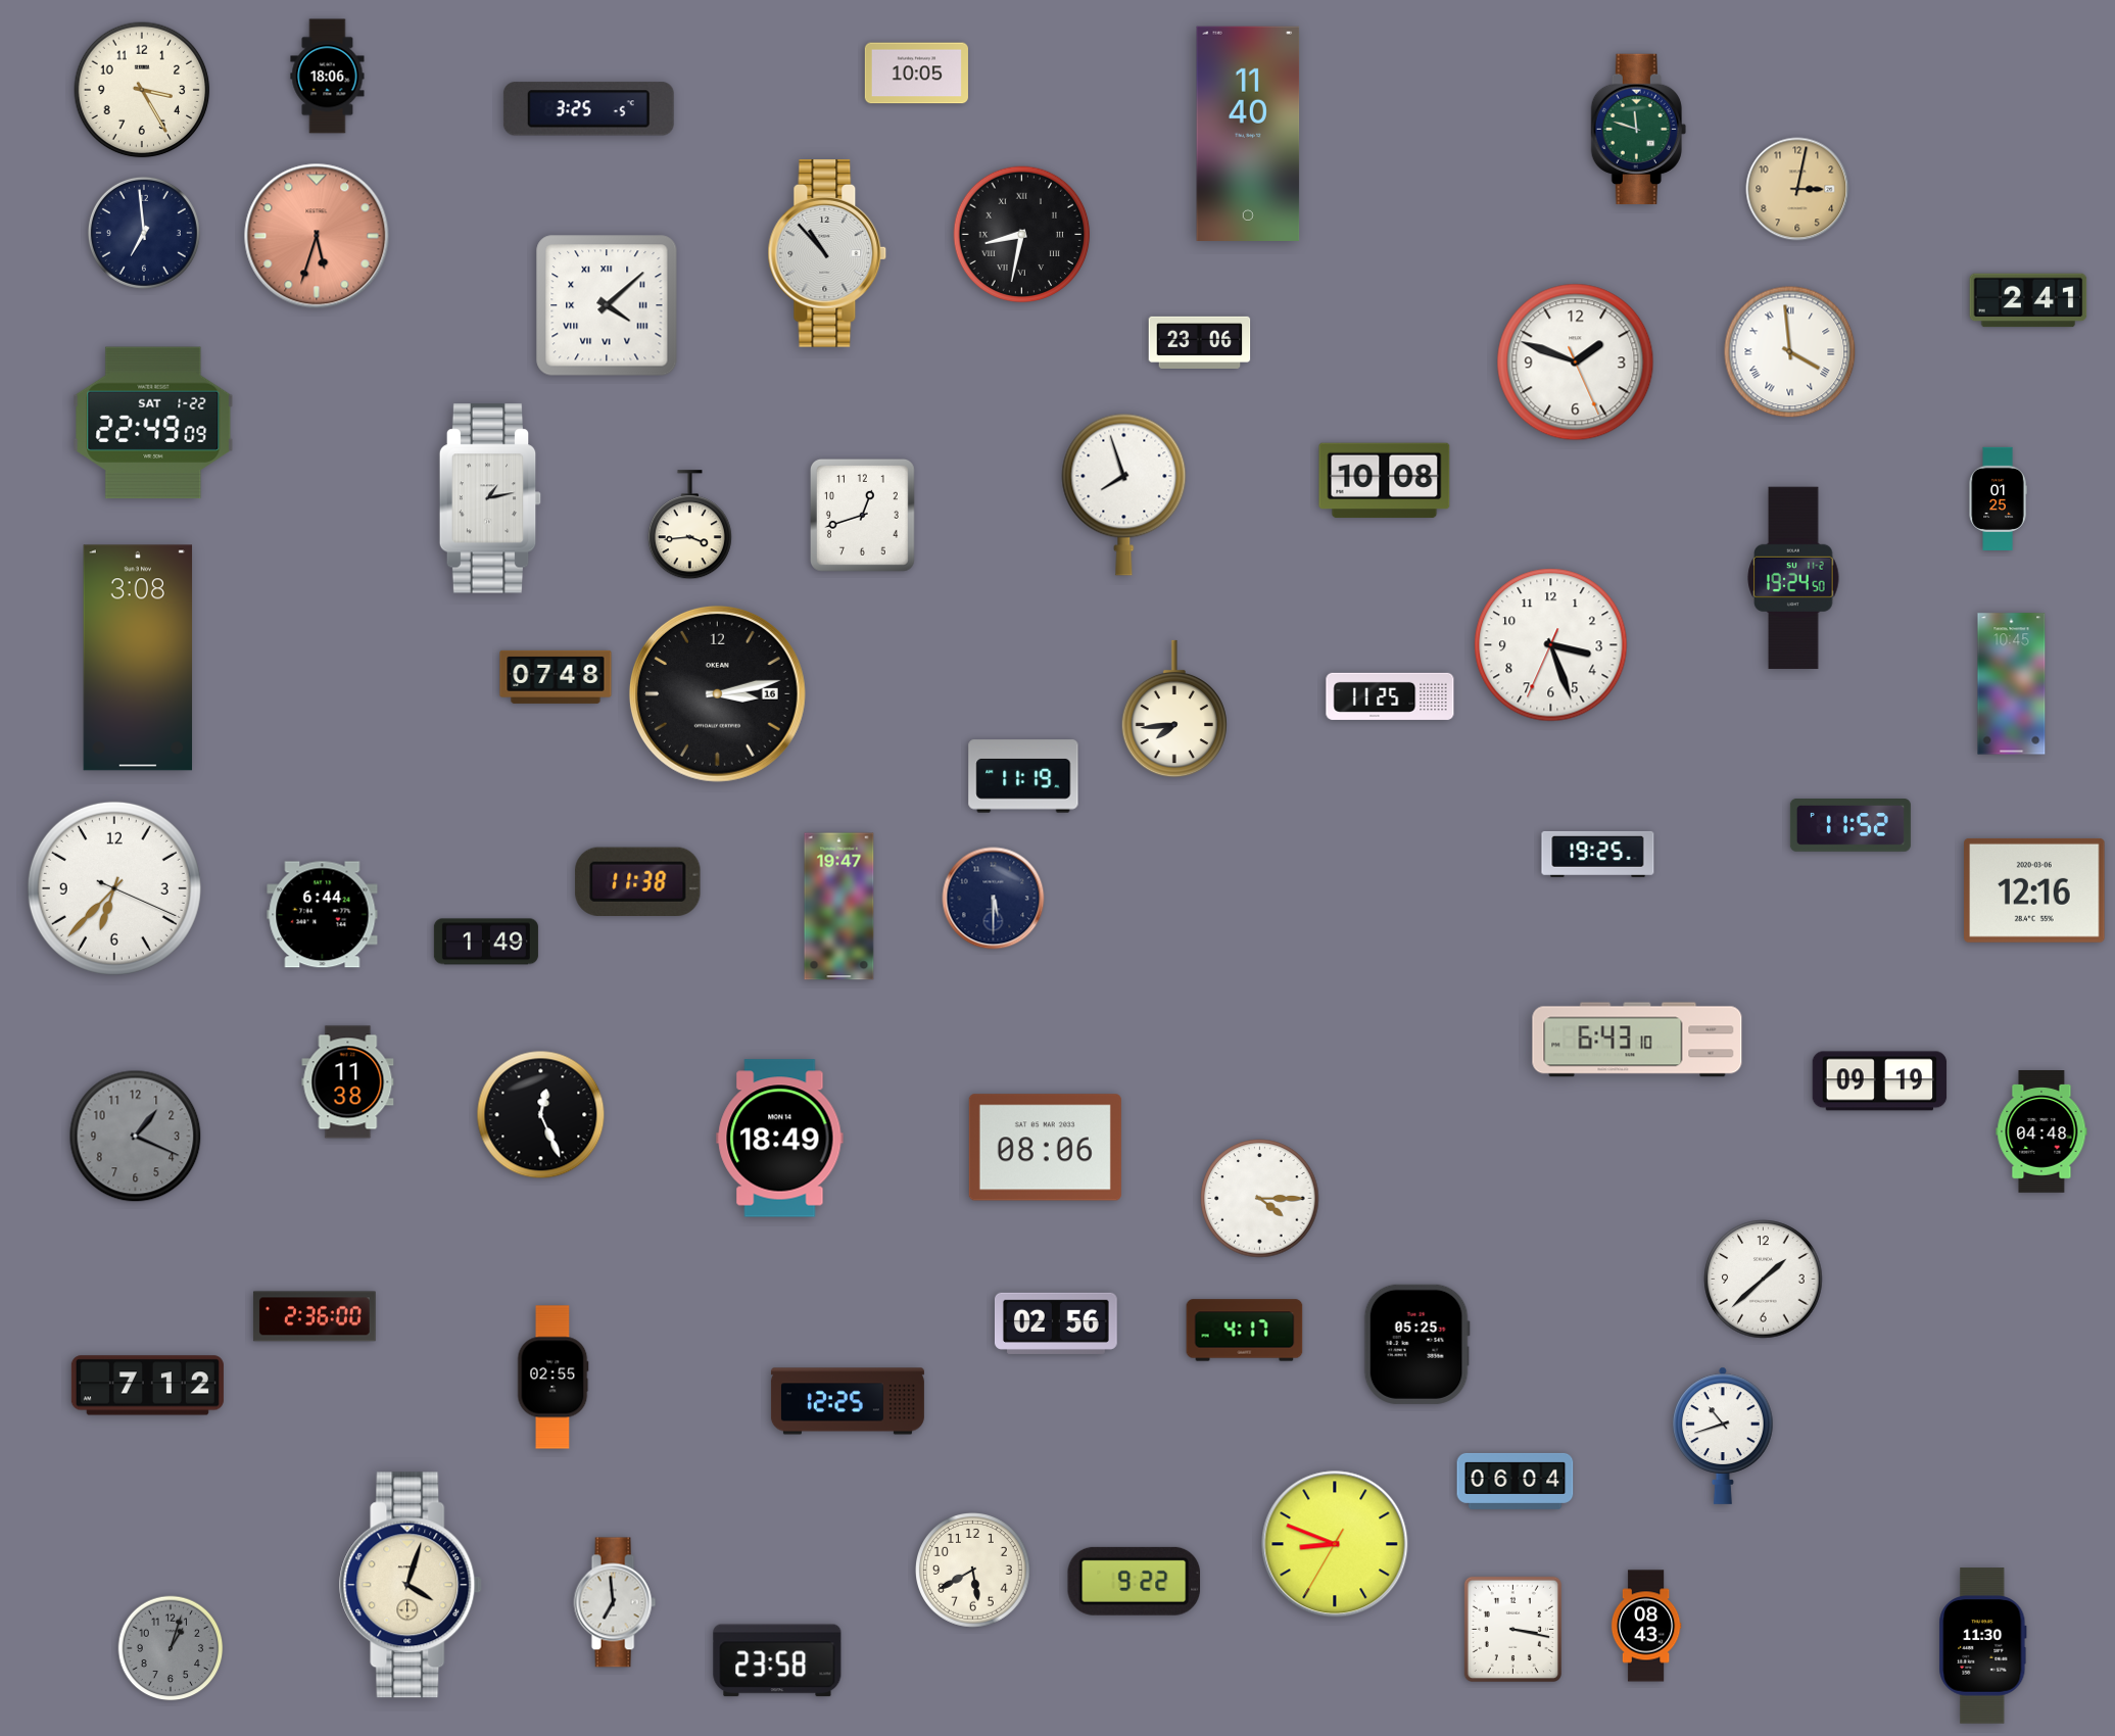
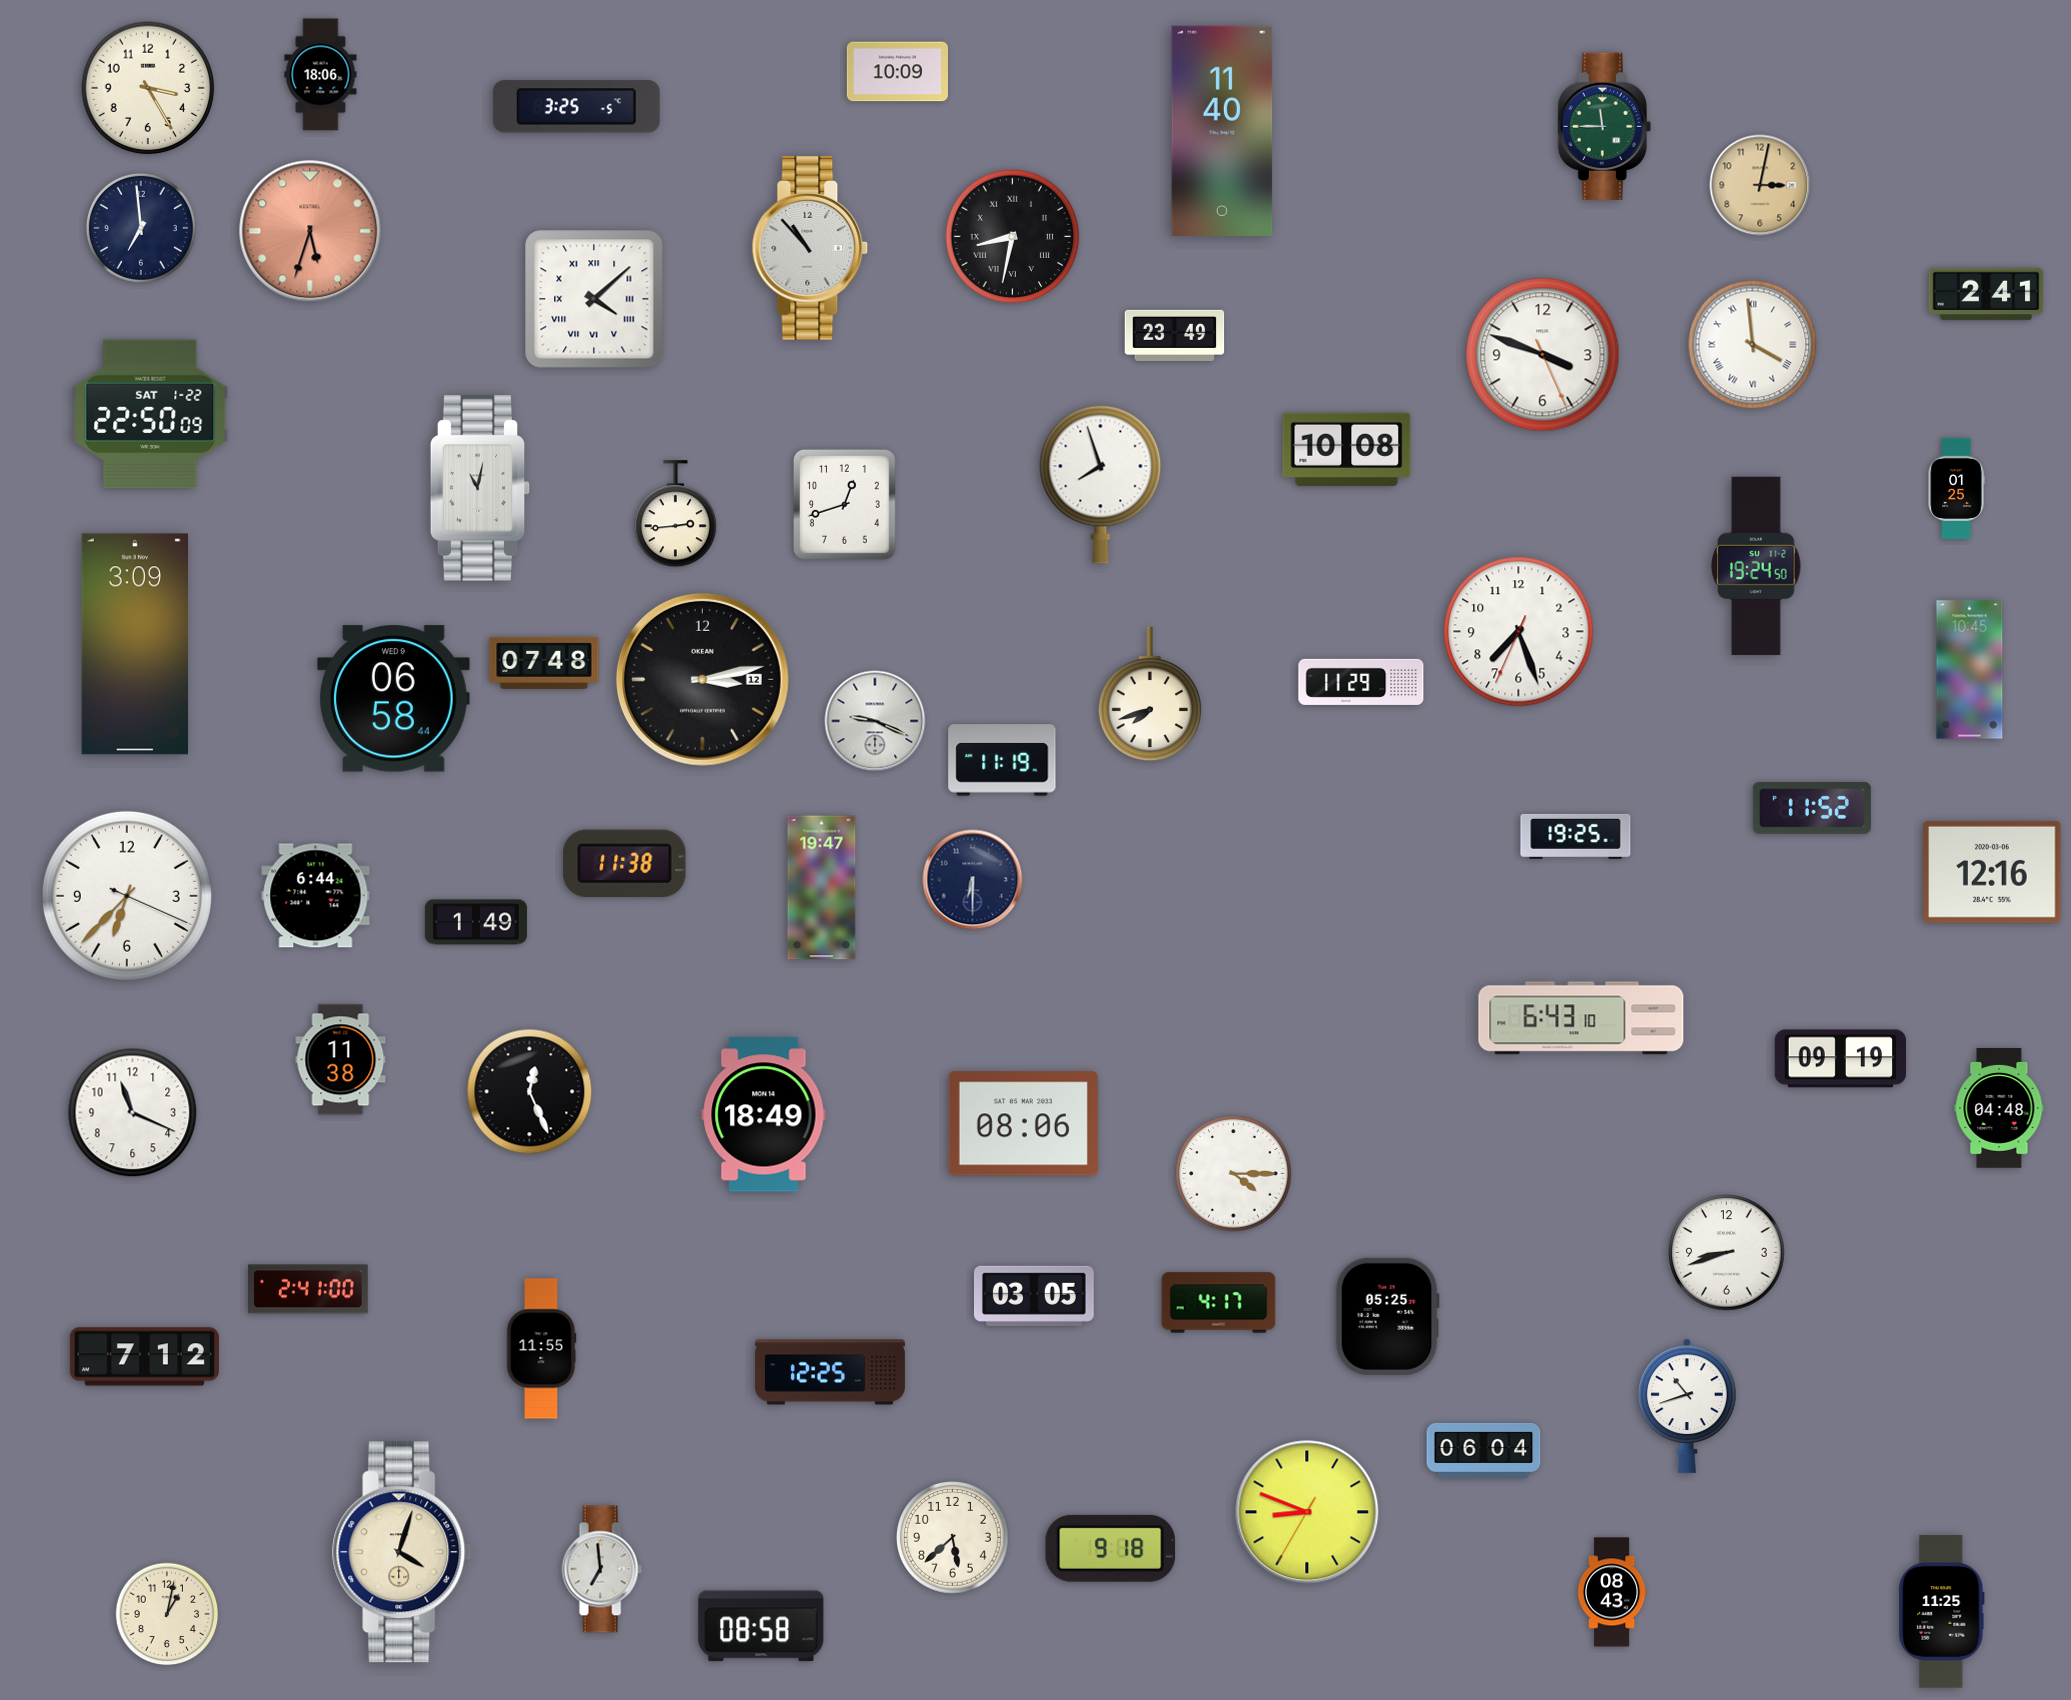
clock at (916, 74): 10:05 -> 10:09
clock at (142, 90) position: (142, 90) -> (148, 88)
clock at (1638, 129): 11:48 -> 11:45
clock at (1022, 235) position: (1022, 235) -> (1013, 237)
clock at (1200, 342): 23:06 -> 23:49
clock at (1576, 363): 1:48 -> 3:48
clock at (153, 423): 22:49 -> 22:50
clock at (1385, 481) position: (1385, 481) -> (1347, 450)
clock at (490, 498): 1:13 -> 11:02
clock at (689, 525): 3:44 -> 2:44
clock at (1551, 645): 3:26 -> 7:26
clock at (138, 658): 3:08 -> 3:09
clock at (717, 693) date: 16 -> 12
clock at (1390, 696): 11:25 -> 11:29
clock at (1174, 709): 7:44 -> 7:42
clock at (394, 699): none -> 06:58
clock at (875, 721): none -> 9:19
clock at (1598, 854) position: (1598, 854) -> (1576, 836)
clock at (114, 888) position: (114, 888) -> (127, 896)
clock at (994, 899): 5:30 -> 6:30
clock at (1637, 1040) position: (1637, 1040) -> (1581, 1018)
clock at (136, 1137): 1:19 -> 11:19
clock at (136, 1137) dial: grey -> white
clock at (1764, 1280): 1:38 -> 8:42
clock at (315, 1316): 2:36 -> 2:41
clock at (1056, 1323): 02:56 -> 03:05
clock at (552, 1378): 02:55 -> 11:55
clock at (973, 1571): 5:40 -> 5:38
clock at (1135, 1581): 9:22 -> 9:18
clock at (1512, 1629): 3:17 -> none
clock at (1983, 1646): 11:30 -> 11:25
clock at (171, 1648): 1:03 -> 1:02
clock at (171, 1648) dial: grey -> cream
clock at (777, 1660): 23:58 -> 08:58
